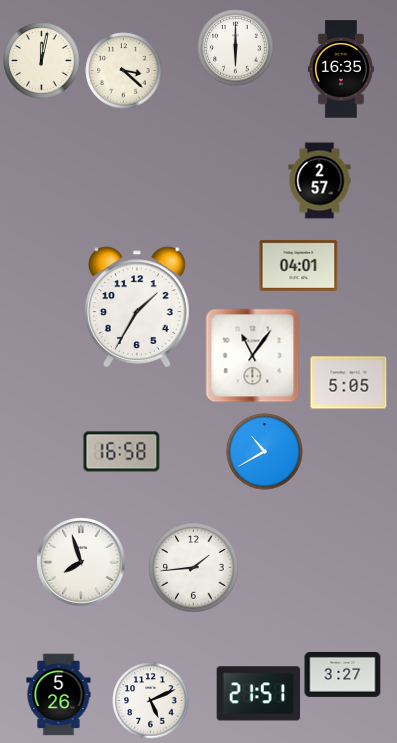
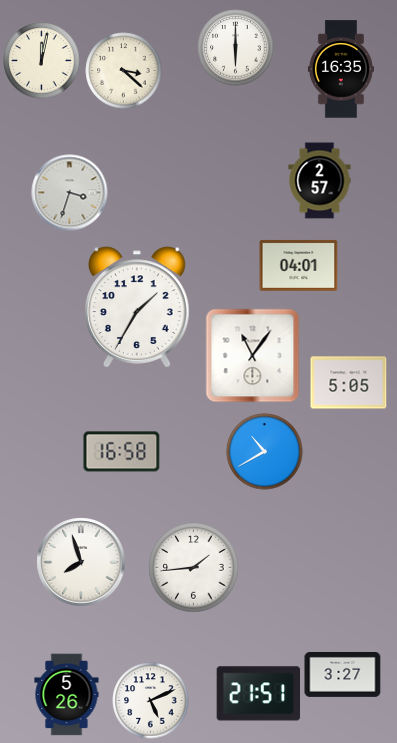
clock at (70, 193): none -> 3:33
clock at (59, 695) position: (59, 695) -> (67, 695)
